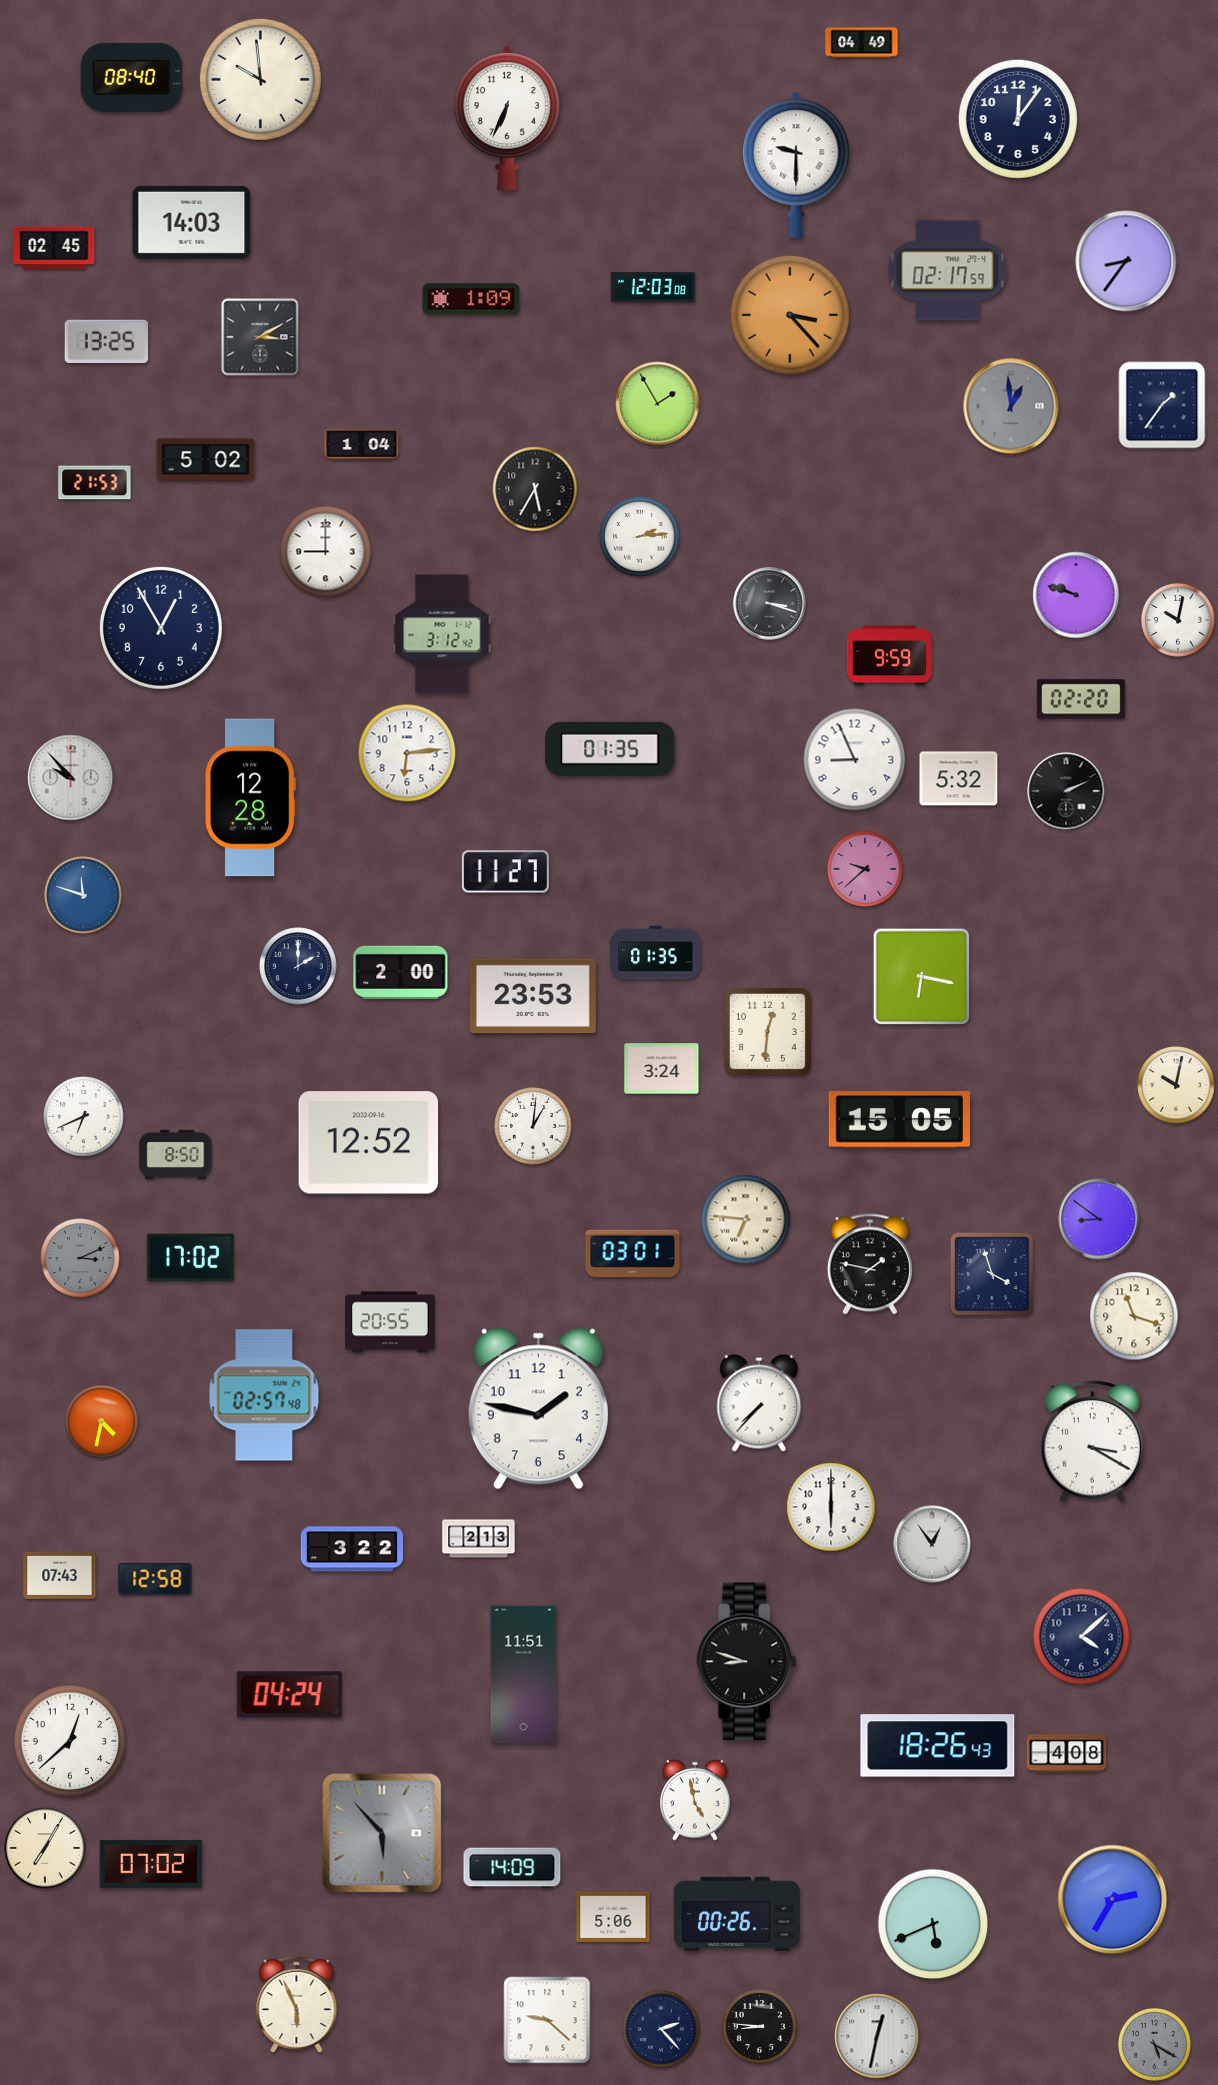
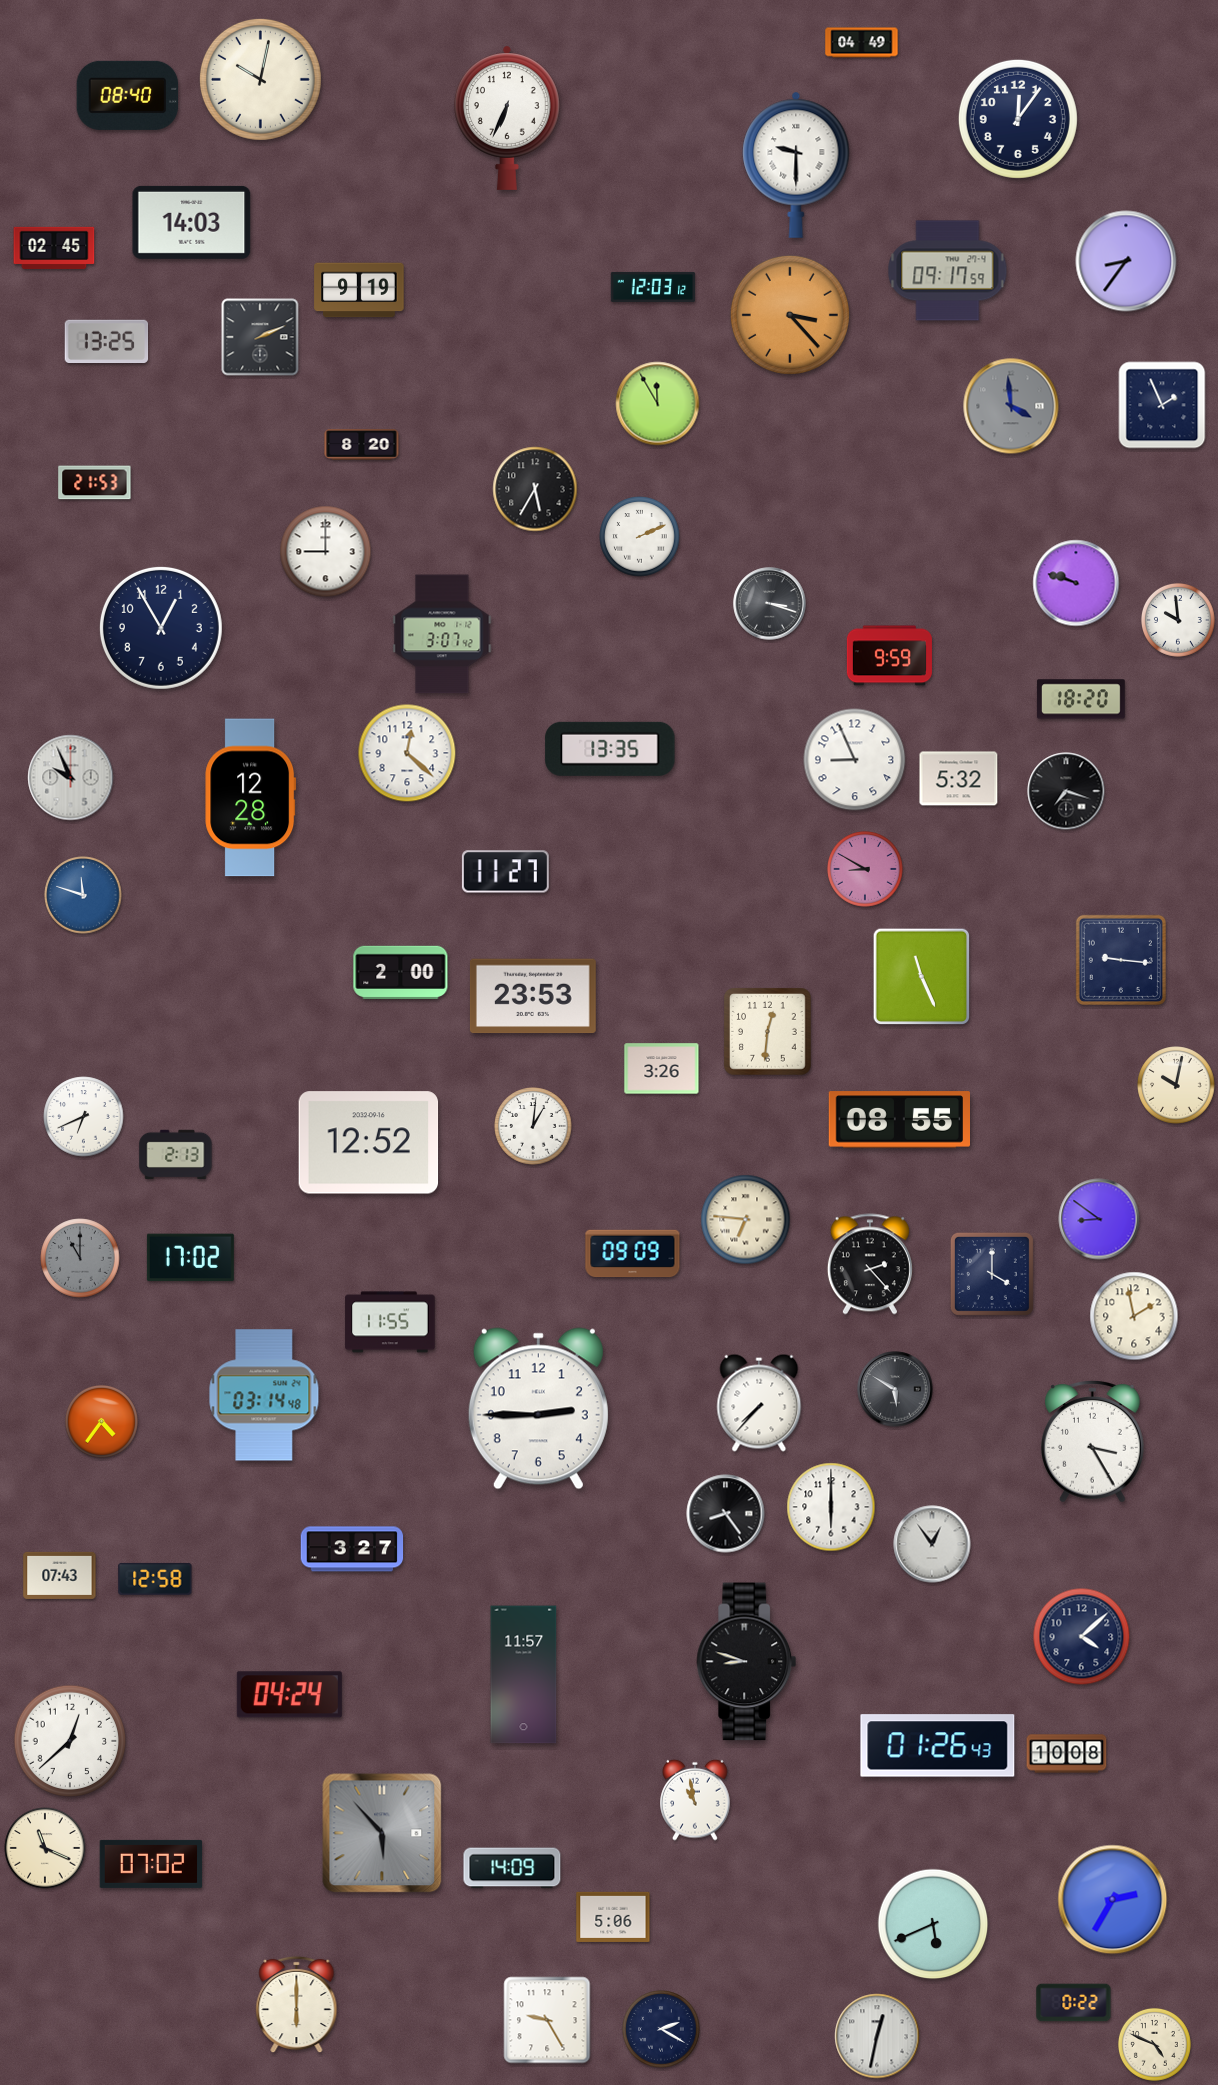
clock at (132, 77) position: (132, 77) -> (128, 95)
clock at (260, 79): 9:59 -> 10:02
clock at (948, 271): 02:17 -> 09:17
clock at (653, 287): 12:03:08 -> 12:03:12
clock at (359, 290): none -> 9:19
clock at (471, 299): 1:09 -> none
clock at (260, 337): 3:10 -> 2:11
clock at (658, 404): 1:55 -> 11:55
clock at (1162, 405): 1:36 -> 1:56
clock at (1011, 406): 12:59 -> 3:59
clock at (362, 445): 1:04 -> 8:20
clock at (206, 460): 5:02 -> none
clock at (640, 537): 2:14 -> 2:11
clock at (1076, 595) position: (1076, 595) -> (1076, 583)
clock at (1178, 620): 10:02 -> 9:59
clock at (442, 634): 3:12 -> 3:07
clock at (1081, 699): 02:20 -> 18:20
clock at (610, 749): 01:35 -> 13:35
clock at (407, 753): 6:14 -> 12:22
clock at (71, 778): 9:53 -> 9:56
clock at (1066, 791): 2:11 -> 7:18
clock at (866, 870): 9:38 -> 8:50
clock at (656, 953): 01:35 -> none
clock at (1121, 960): none -> 9:16
clock at (298, 966): 2:00 -> none
clock at (922, 977): 6:17 -> 11:26
clock at (662, 1069): 3:24 -> 3:26
clock at (899, 1120): 15:05 -> 08:55
clock at (176, 1155): 8:50 -> 2:13
clock at (633, 1254): 03:01 -> 09:09
clock at (80, 1258): 3:11 -> 11:00
clock at (870, 1264): 1:47 -> 2:23
clock at (992, 1274): 3:57 -> 4:00
clock at (1134, 1316): 11:18 -> 1:58
clock at (390, 1322): 20:55 -> 11:55
clock at (895, 1389): none -> 5:50
clock at (264, 1395): 02:57 -> 03:14
clock at (538, 1409): 1:47 -> 2:45
clock at (101, 1421): 4:32 -> 4:36
clock at (1093, 1442): 3:20 -> 3:25
clock at (726, 1514): none -> 8:24
clock at (479, 1539): 2:13 -> none
clock at (352, 1549): 3:22 -> 3:27
clock at (524, 1675): 11:51 -> 11:57
clock at (938, 1746): 18:26 -> 01:26
clock at (1067, 1754): 4:08 -> 10:08
clock at (695, 1800): 4:58 -> 10:58
clock at (45, 1848): 7:05 -> 11:19
clock at (737, 1913): 00:26 -> none
clock at (1074, 2003): none -> 0:22
clock at (297, 2005): 5:56 -> 6:00
clock at (547, 2020): 9:22 -> 9:25
clock at (760, 2027): 8:46 -> none
clock at (661, 2029): 2:23 -> 2:20
clock at (1154, 2044): 5:20 -> 4:49
clock at (1154, 2044) dial: grey -> cream
